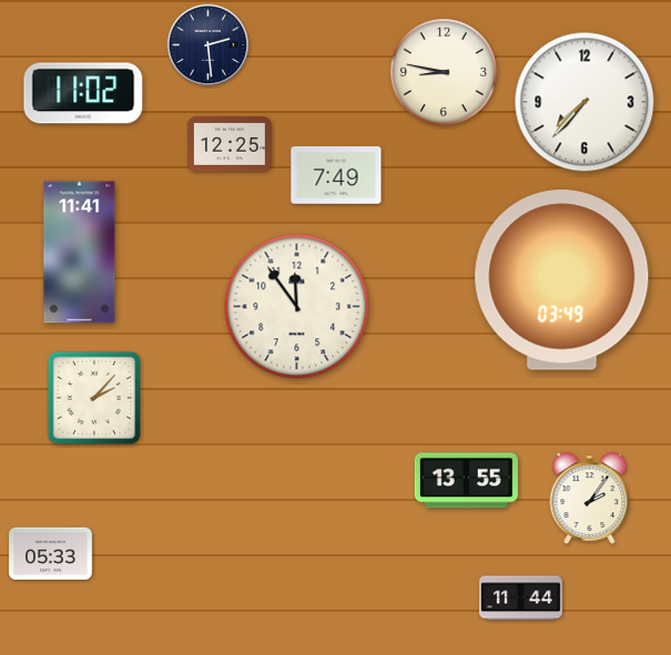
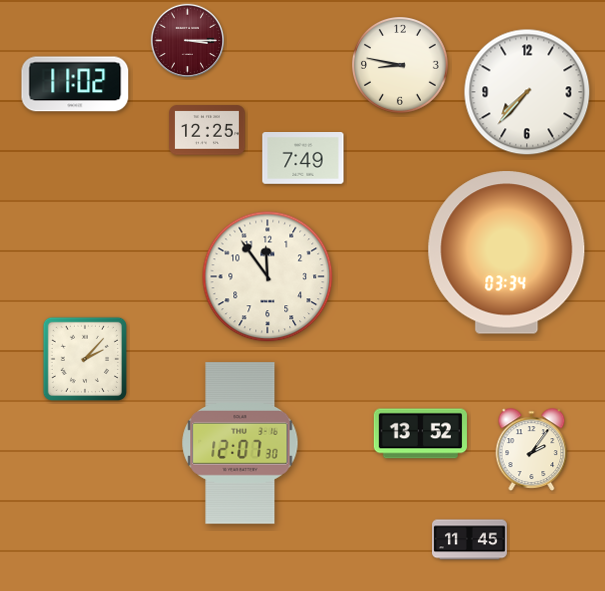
clock at (209, 45): 2:29 -> 3:15
clock at (209, 45) dial: navy -> burgundy
clock at (80, 253): 11:41 -> none
clock at (562, 280): 03:49 -> 03:34
clock at (466, 481): 13:55 -> 13:52
clock at (240, 443): none -> 12:07
clock at (51, 554): 05:33 -> none
clock at (521, 598): 11:44 -> 11:45
